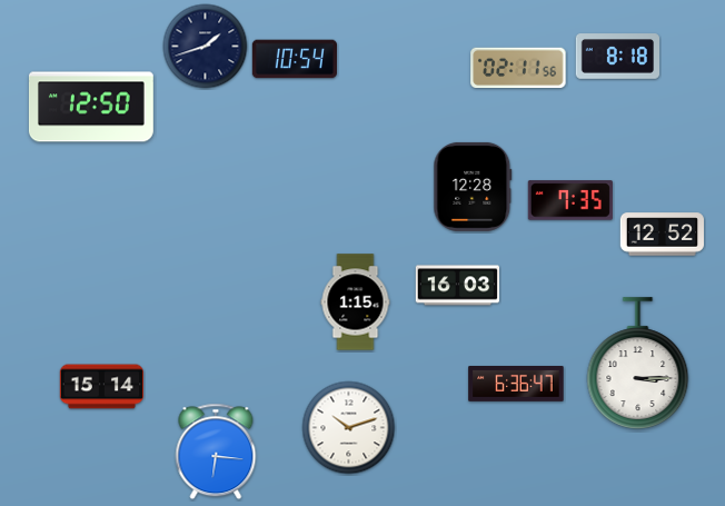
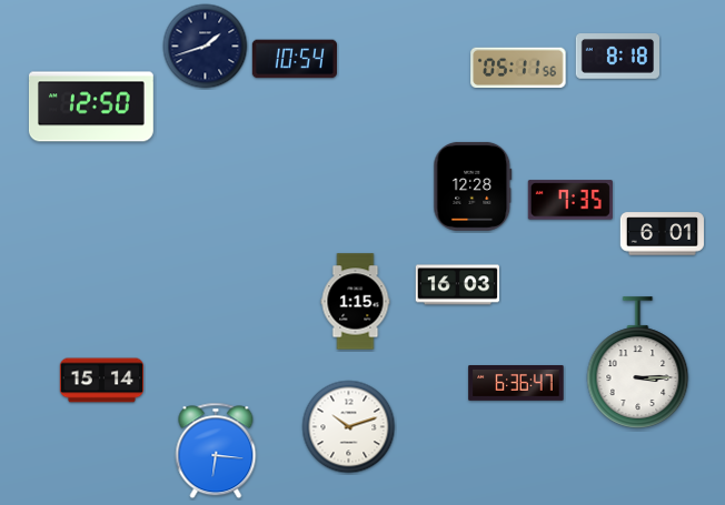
clock at (518, 68): 02:11 -> 05:11
clock at (662, 235): 12:52 -> 6:01
clock at (102, 387) position: (102, 387) -> (102, 381)
